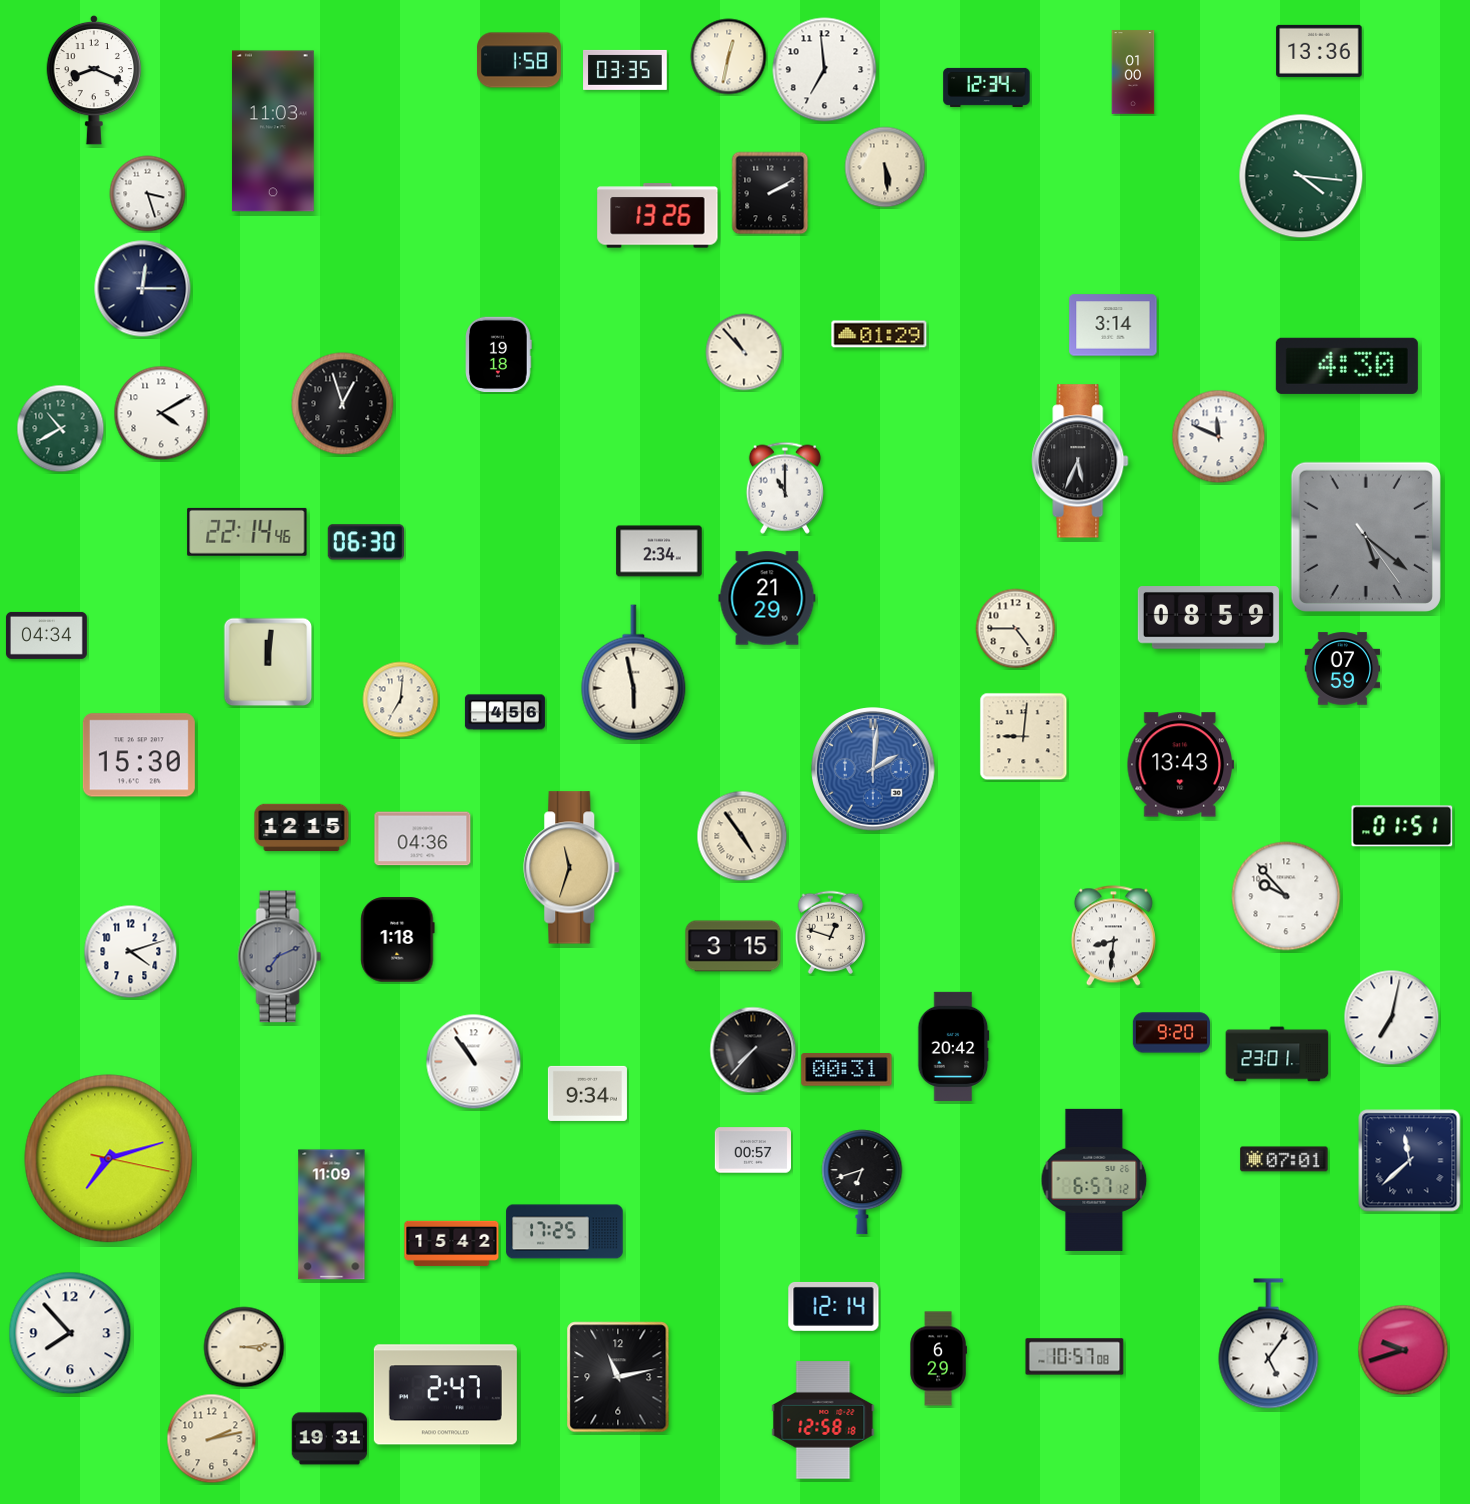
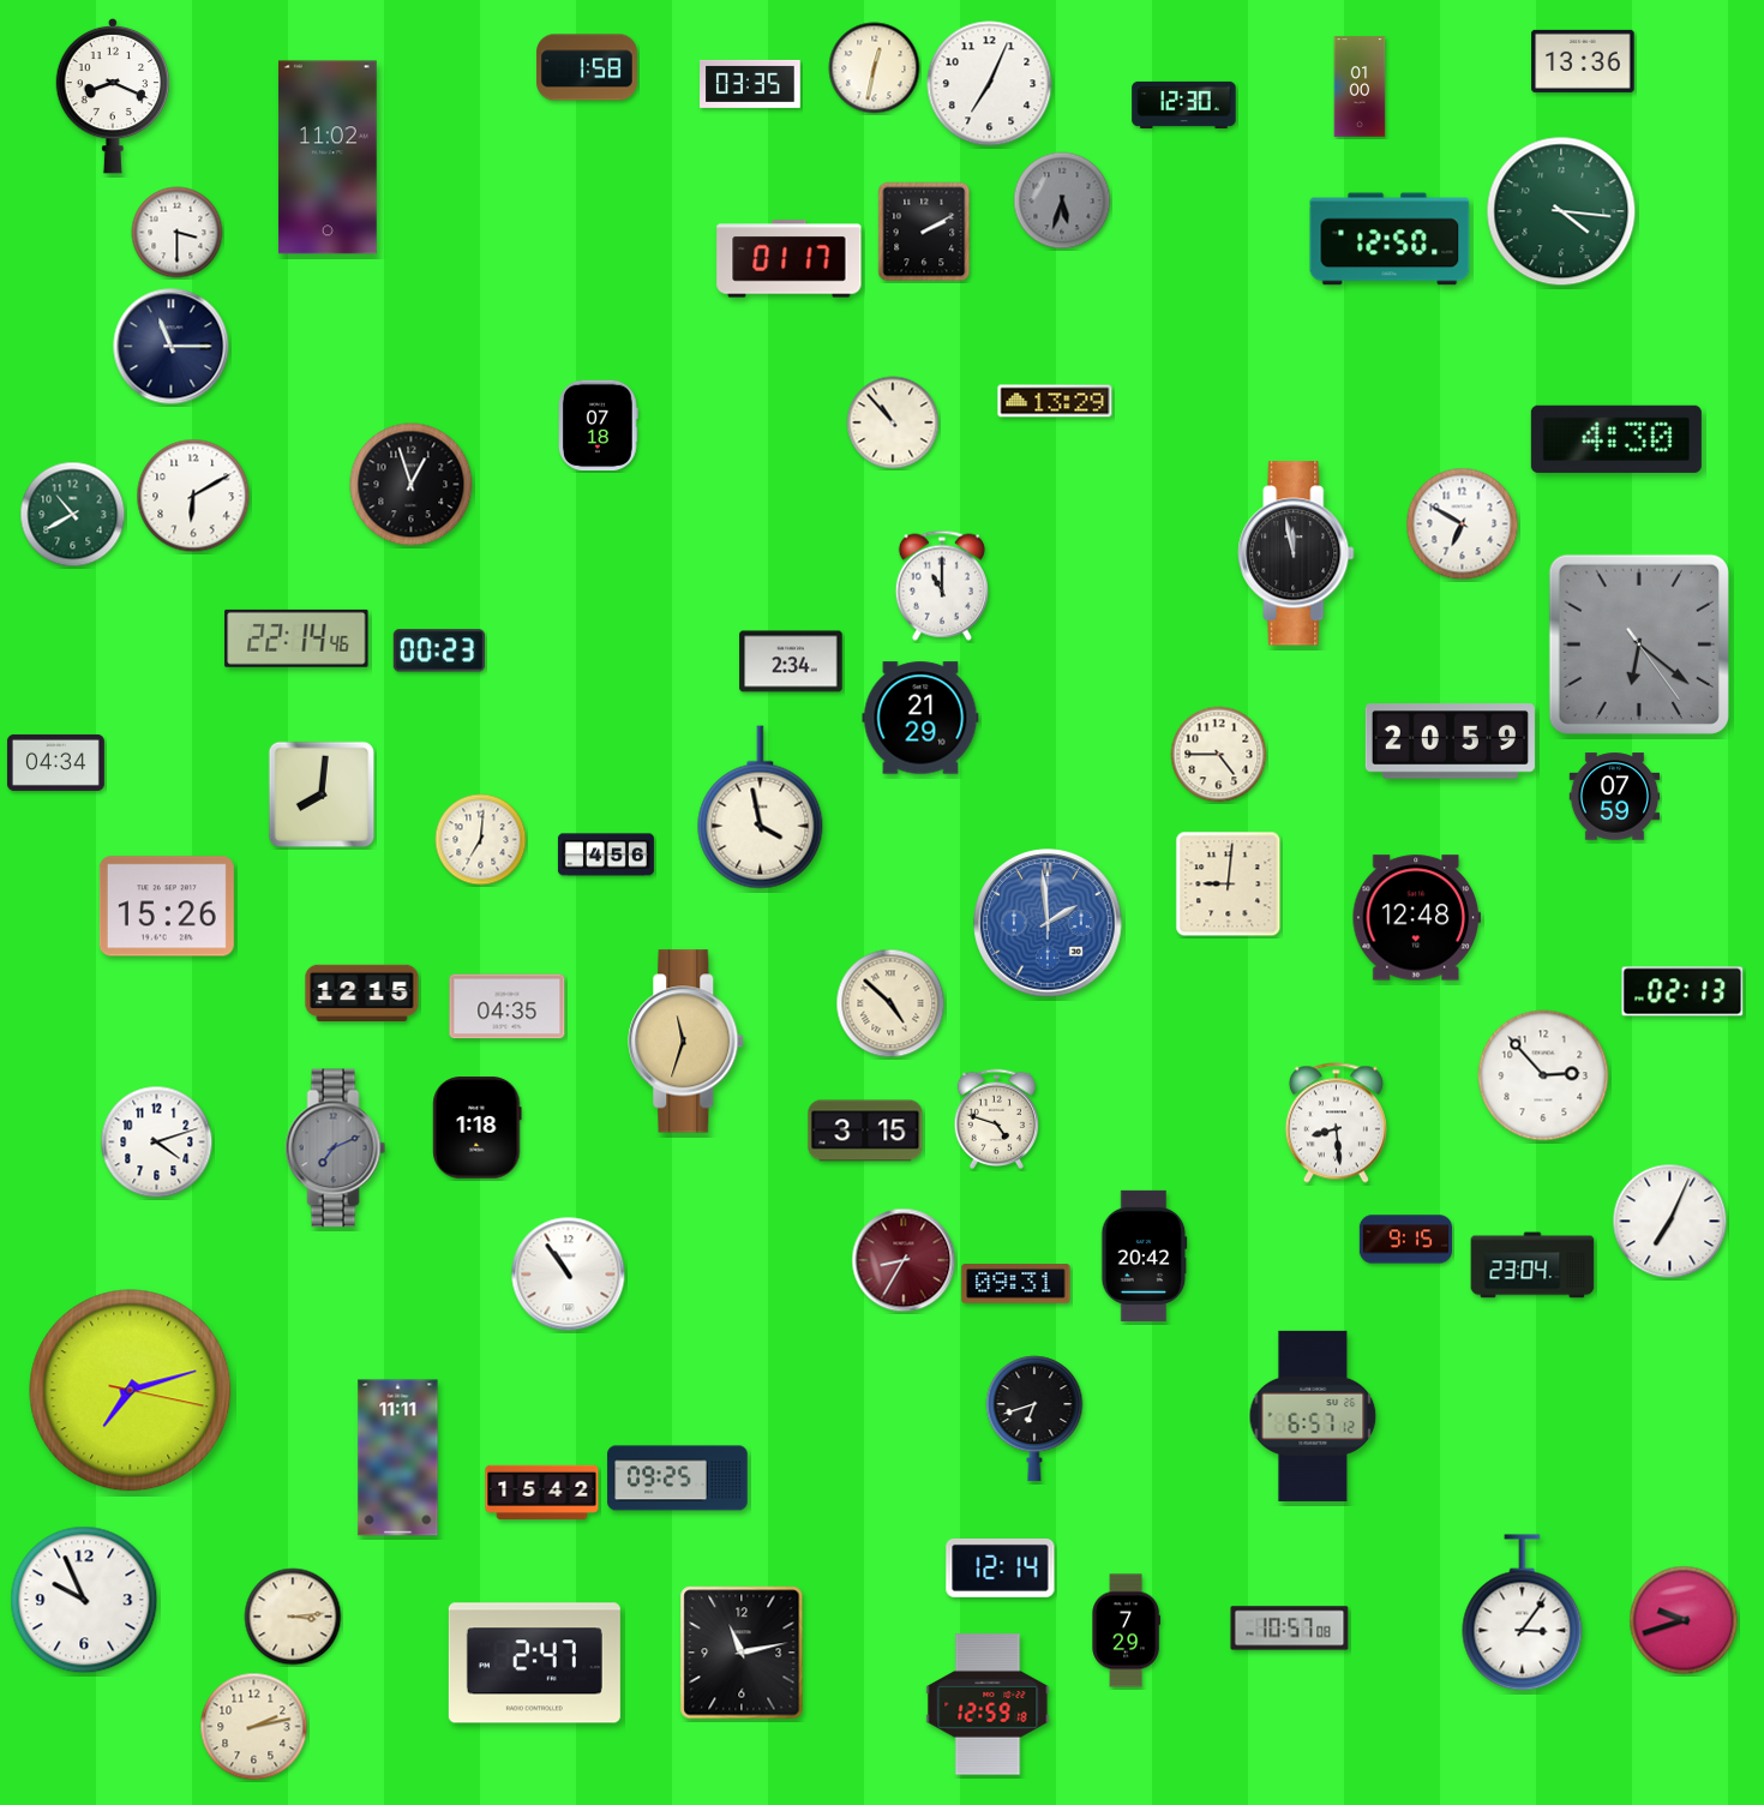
clock at (519, 60) position: (519, 60) -> (587, 67)
clock at (825, 70): 6:59 -> 7:04
clock at (987, 87): 12:34 -> 12:30
clock at (273, 131): 11:03 -> 11:02
clock at (885, 167): 5:29 -> 5:33
clock at (885, 167) dial: cream -> grey
clock at (148, 194): 3:27 -> 3:30
clock at (1390, 239): none -> 12:50
clock at (658, 216): 13:26 -> 01:17
clock at (143, 289): 12:15 -> 11:15
clock at (1113, 325): 3:14 -> none
clock at (879, 334): 01:29 -> 13:29
clock at (499, 355): 19:18 -> 07:18
clock at (161, 413): 4:10 -> 6:10
clock at (1219, 437): 11:49 -> 6:50
clock at (1080, 461): 5:34 -> 11:58
clock at (1366, 537): 5:21 -> 6:21
clock at (366, 542): 06:30 -> 00:23
clock at (1208, 618): 08:59 -> 20:59
clock at (268, 662): 12:01 -> 8:01
clock at (1343, 669) position: (1343, 669) -> (1615, 797)
clock at (634, 673): 5:58 -> 3:58
clock at (139, 755): 15:30 -> 15:26
clock at (1180, 765): 13:43 -> 12:48
clock at (873, 769): 2:01 -> 1:59
clock at (1402, 826): 01:51 -> 02:13
clock at (742, 836): 4:54 -> 4:52
clock at (423, 839): 04:36 -> 04:35
clock at (1286, 896): 9:53 -> 2:53
clock at (831, 933): 12:48 -> 4:48
clock at (1113, 936): 8:31 -> 8:29
clock at (733, 946) position: (733, 946) -> (865, 1131)
clock at (1392, 1018): 7:02 -> 7:04
clock at (1171, 1033): 9:20 -> 9:15
clock at (753, 1050): 7:37 -> 8:35
clock at (753, 1050) dial: black -> burgundy
clock at (1277, 1054): 23:01 -> 23:04
clock at (847, 1070): 00:31 -> 09:31
clock at (587, 1093): 9:34 -> none
clock at (753, 1150): 00:57 -> none
clock at (1284, 1159): 07:01 -> none
clock at (1410, 1161): 11:38 -> none
clock at (332, 1215): 11:09 -> 11:11
clock at (565, 1232): 17:25 -> 09:25
clock at (70, 1333): 7:53 -> 9:56
clock at (1269, 1344): 5:06 -> 3:06
clock at (938, 1359): 6:29 -> 7:29
clock at (445, 1395) position: (445, 1395) -> (534, 1663)
clock at (823, 1420): 12:58 -> 12:59
clock at (330, 1439): 19:31 -> none
